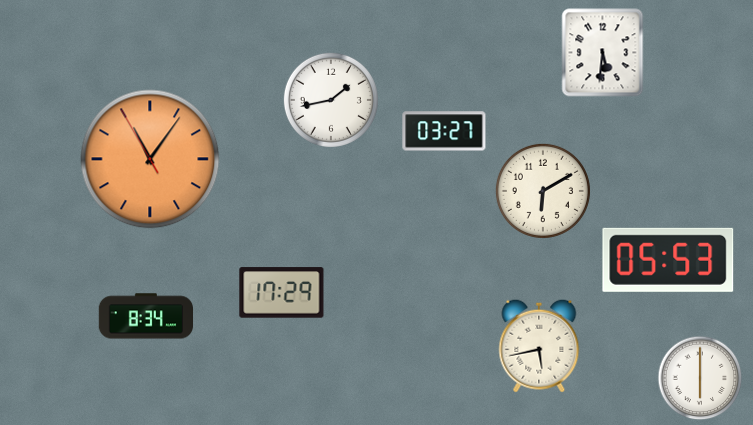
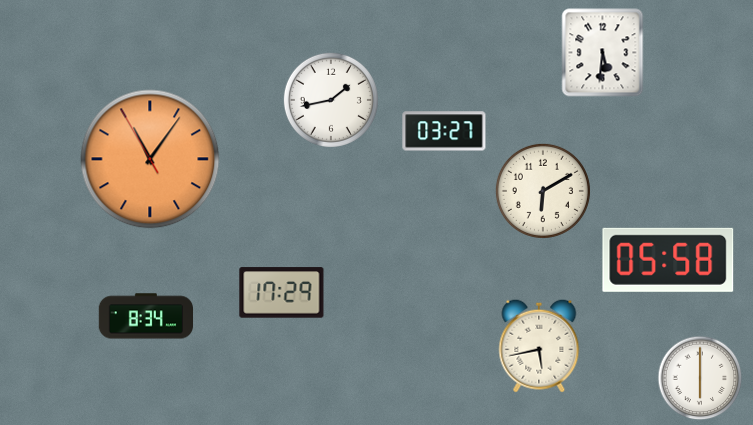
clock at (668, 260): 05:53 -> 05:58
